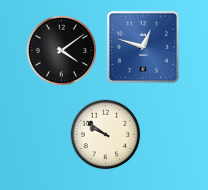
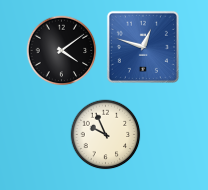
clock at (106, 135): 9:51 -> 9:56
